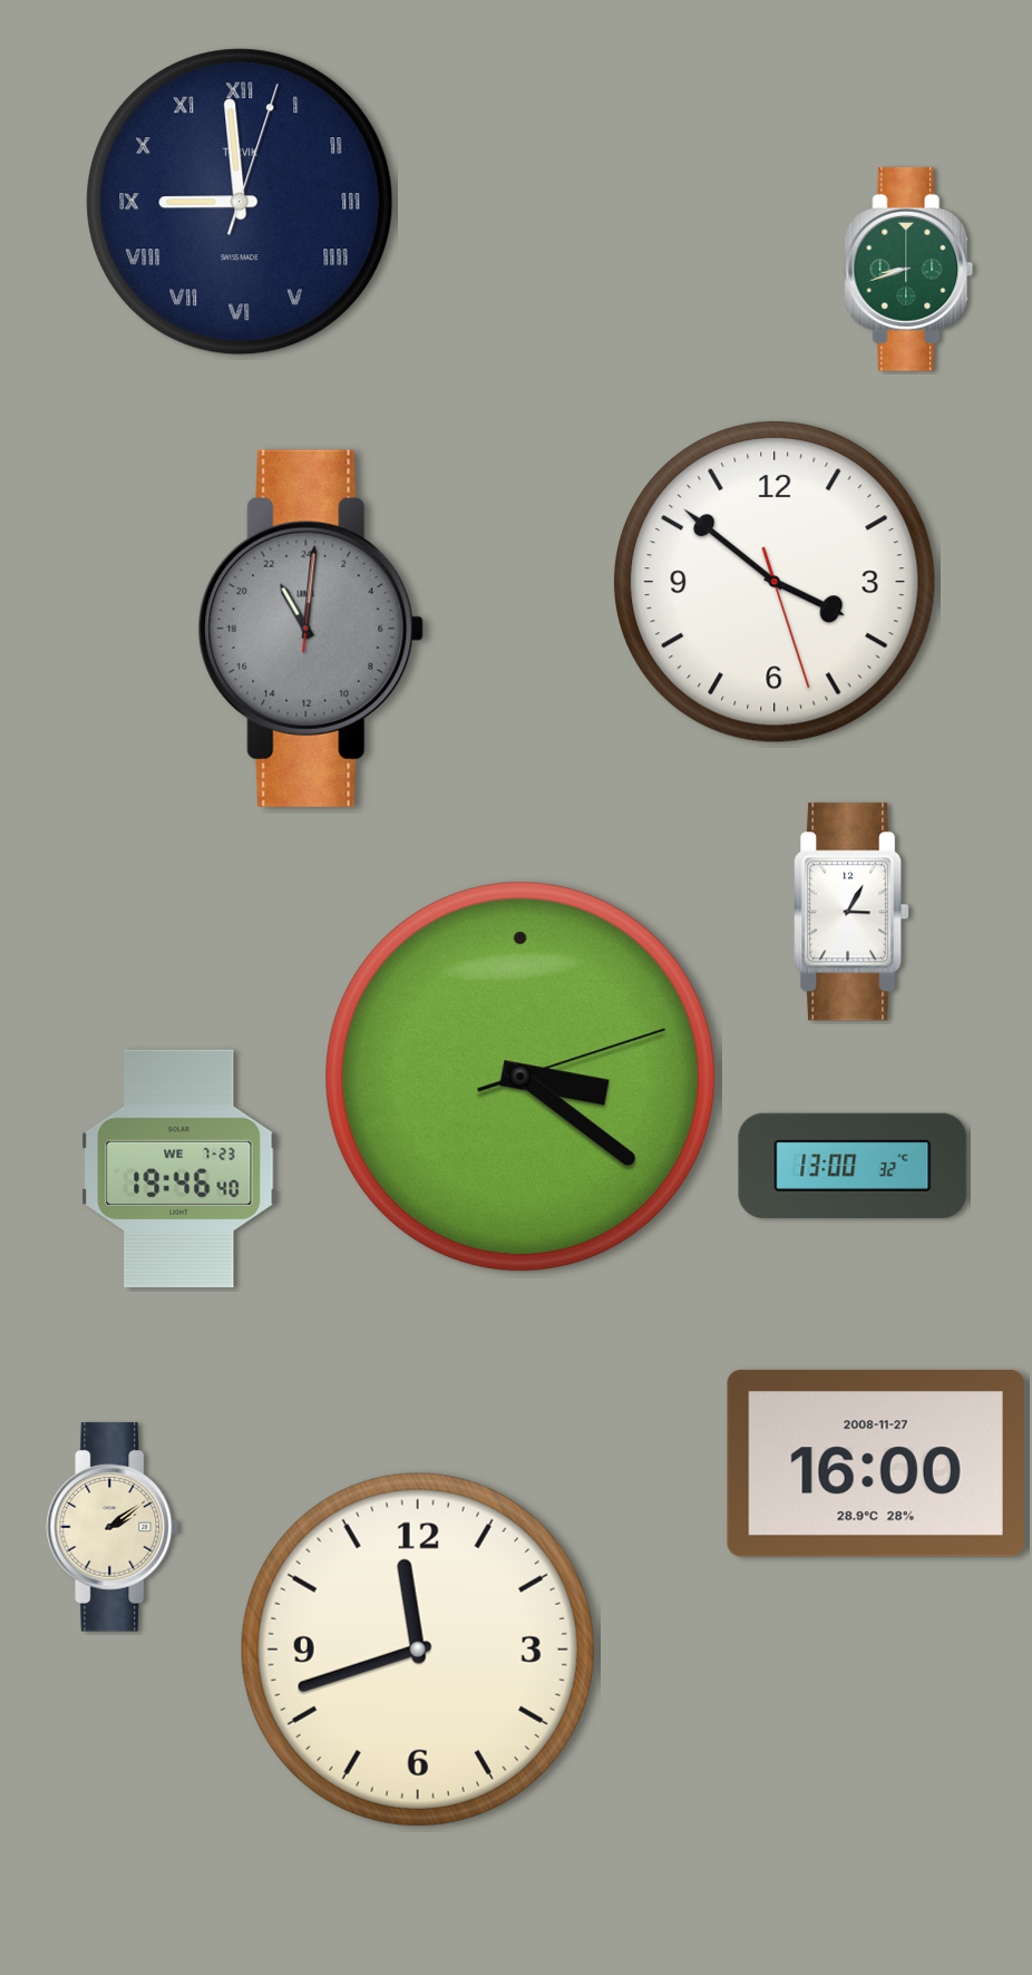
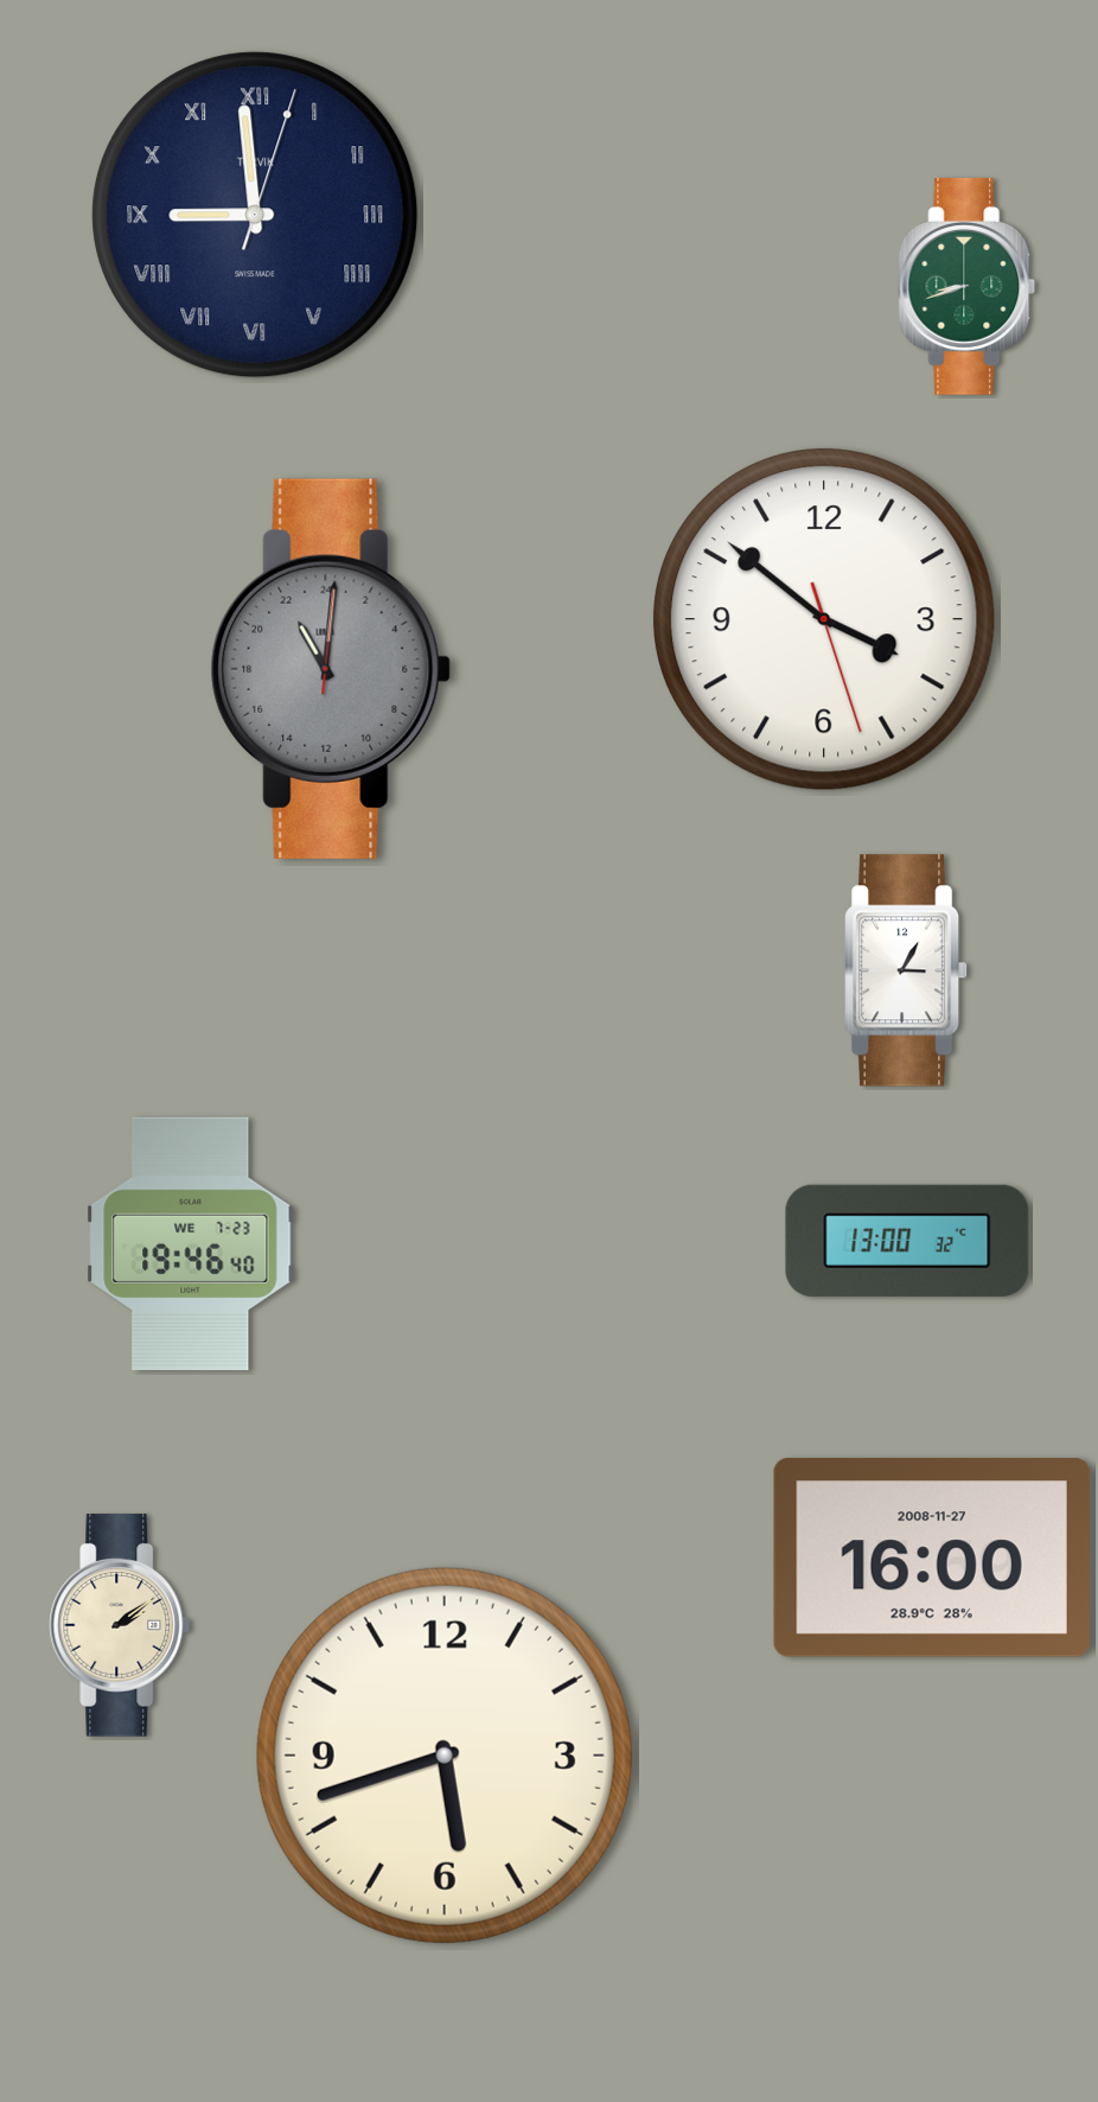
clock at (520, 1077): 3:21 -> none
clock at (418, 1650): 11:42 -> 5:42
